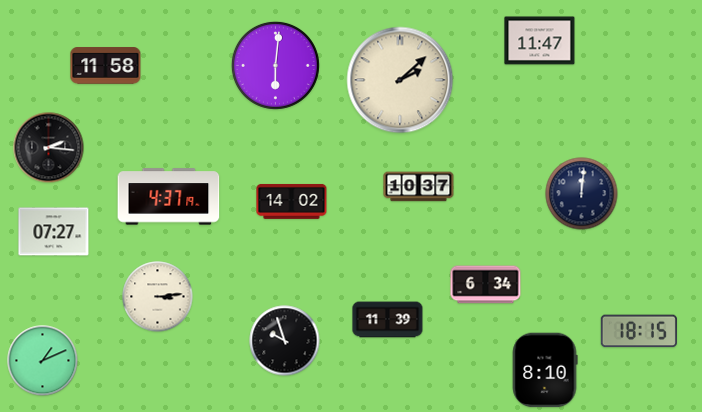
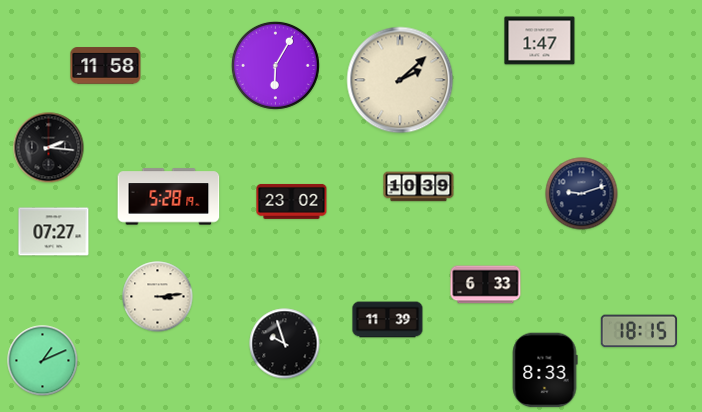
clock at (540, 41): 11:47 -> 1:47
clock at (275, 65): 6:01 -> 6:05
clock at (419, 187): 10:37 -> 10:39
clock at (582, 194): 12:01 -> 9:12
clock at (169, 197): 4:37 -> 5:28
clock at (292, 201): 14:02 -> 23:02
clock at (486, 285): 6:34 -> 6:33
clock at (285, 341) position: (285, 341) -> (285, 344)
clock at (545, 370): 8:10 -> 8:33
